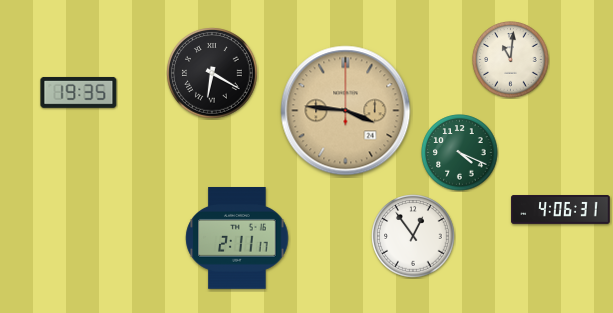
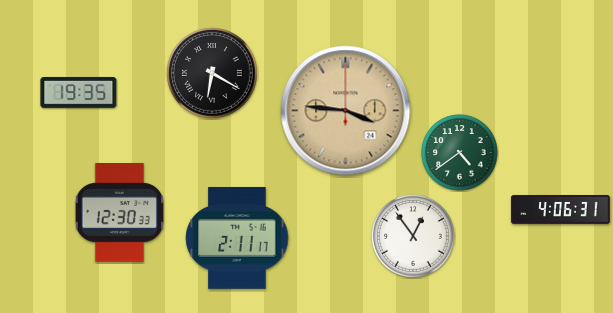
clock at (511, 60): 11:01 -> none
clock at (460, 153): 4:19 -> 4:39
clock at (119, 213): none -> 12:30
